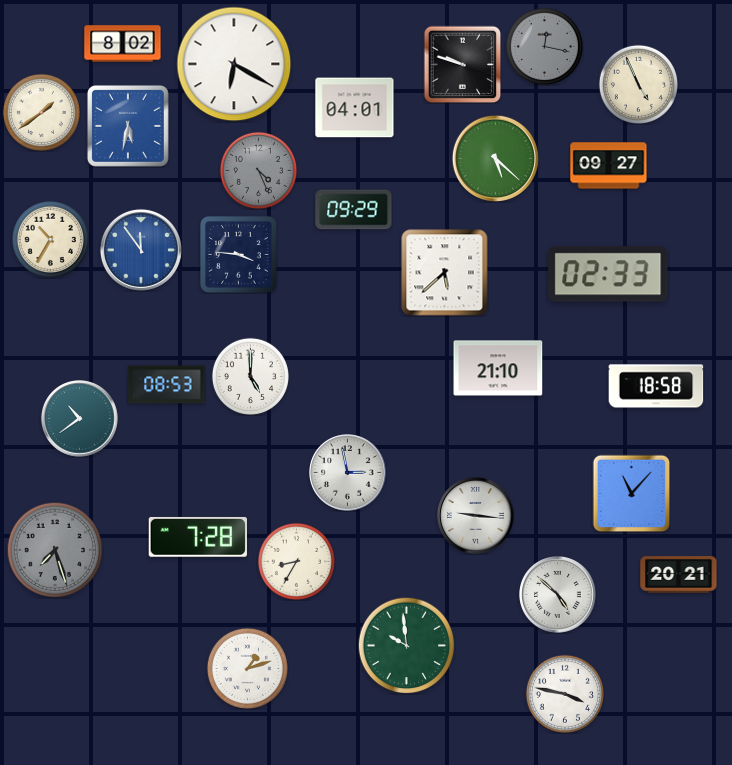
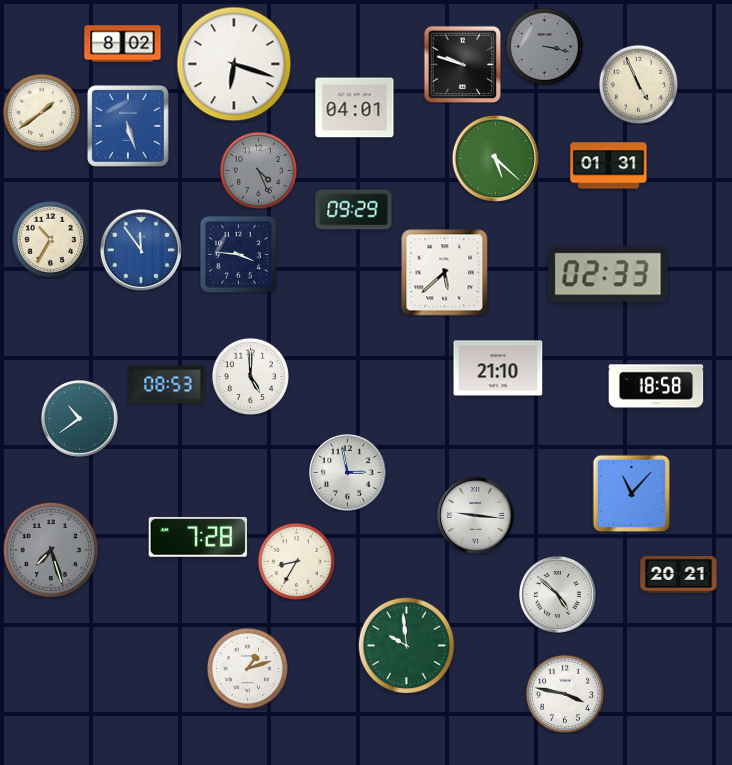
clock at (544, 46): 12:17 -> 3:17
clock at (234, 64): 6:20 -> 6:18
clock at (128, 126): 5:32 -> 5:27
clock at (609, 166): 09:27 -> 01:31
clock at (55, 550) position: (55, 550) -> (51, 550)
